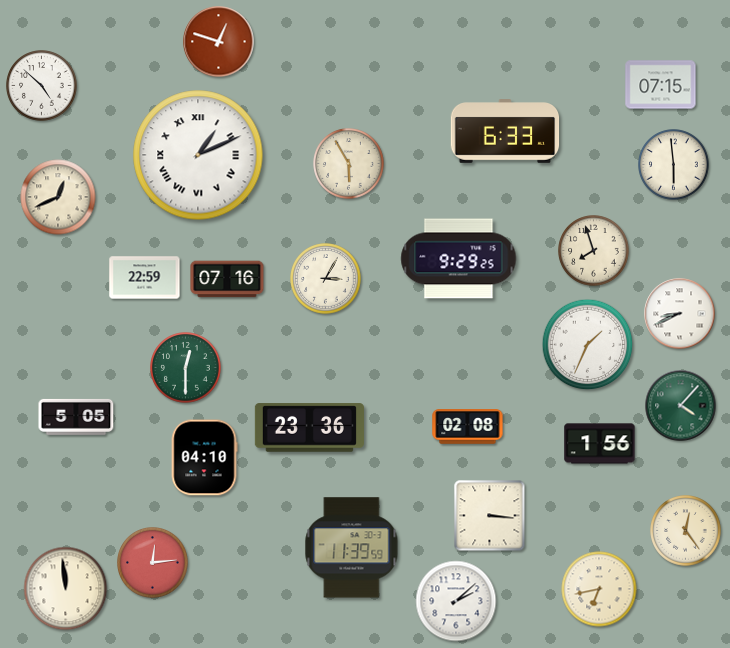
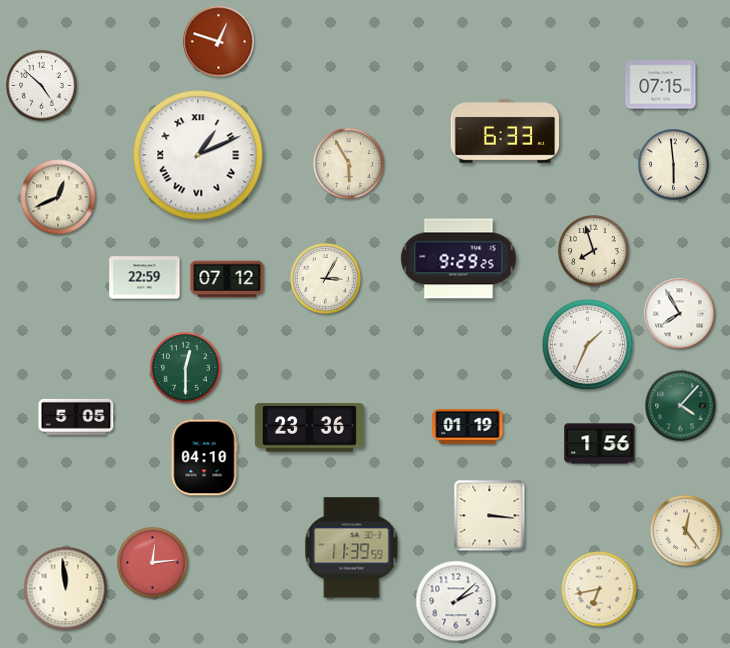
clock at (227, 279): 07:16 -> 07:12
clock at (680, 314): 8:41 -> 7:55
clock at (468, 427): 02:08 -> 01:19
